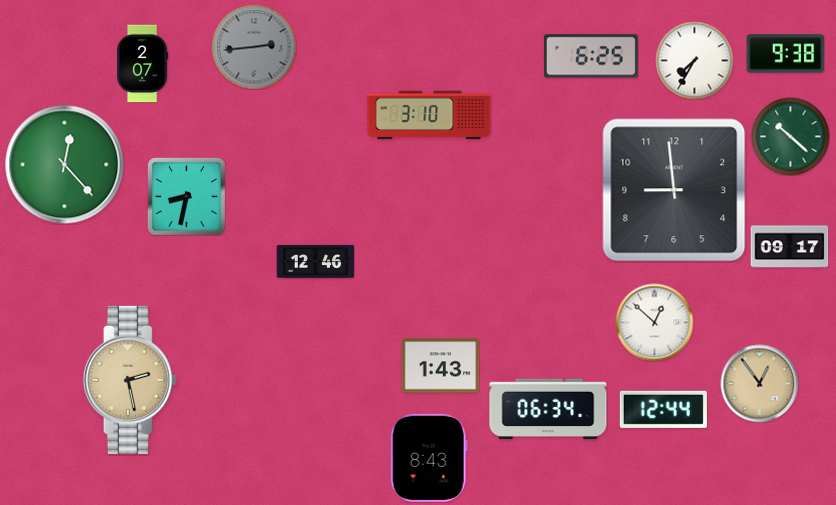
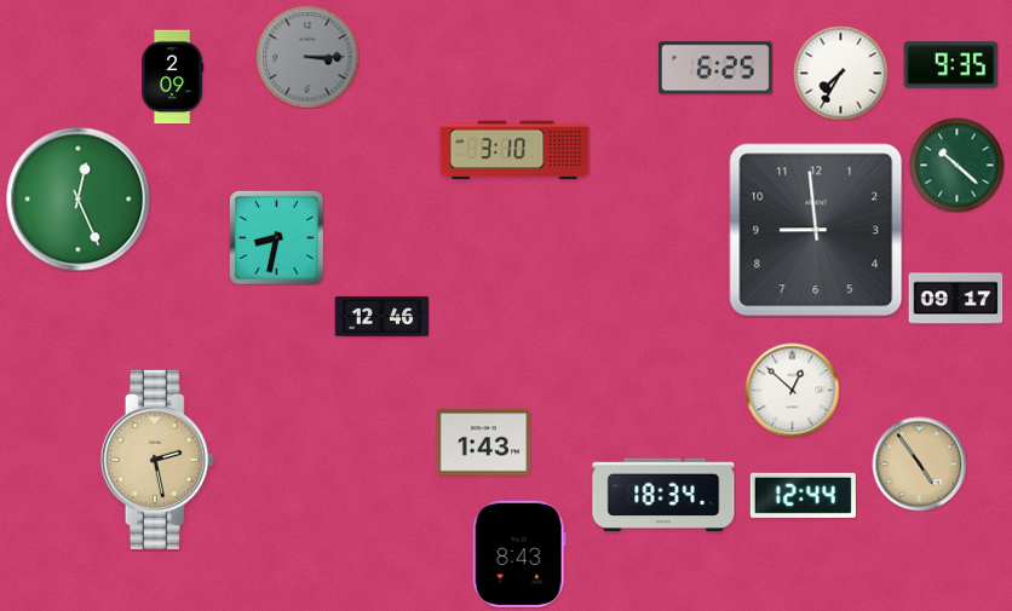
clock at (254, 47): 2:44 -> 3:15
clock at (785, 54): 9:38 -> 9:35
clock at (142, 63): 2:07 -> 2:09
clock at (429, 115) position: (429, 115) -> (514, 150)
clock at (65, 165): 12:23 -> 12:26
clock at (186, 196) position: (186, 196) -> (276, 237)
clock at (440, 366) position: (440, 366) -> (483, 443)
clock at (759, 383): 12:54 -> 4:54
clock at (548, 409): 06:34 -> 18:34
